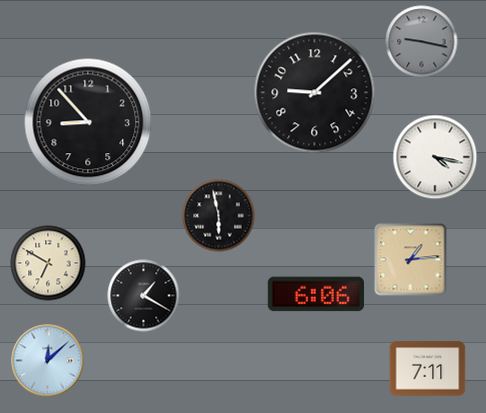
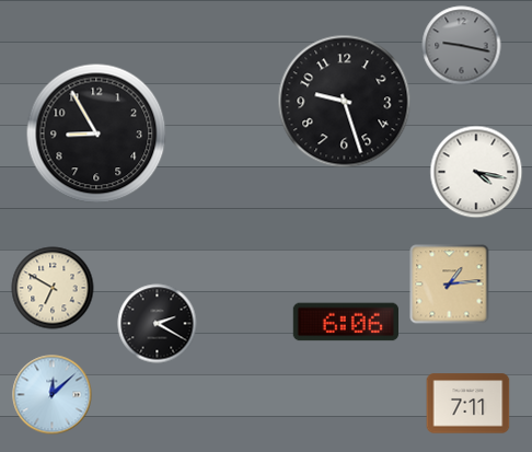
clock at (315, 93): 9:08 -> 9:27
clock at (88, 122): 8:53 -> 8:55
clock at (219, 216): 5:58 -> none
clock at (144, 296): 1:20 -> 2:20
